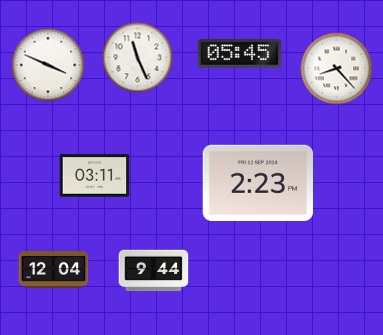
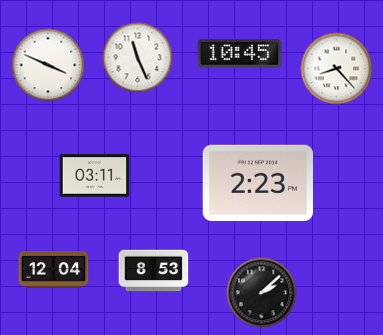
clock at (240, 54): 05:45 -> 10:45
clock at (154, 271): 9:44 -> 8:53
clock at (262, 293): none -> 2:08
